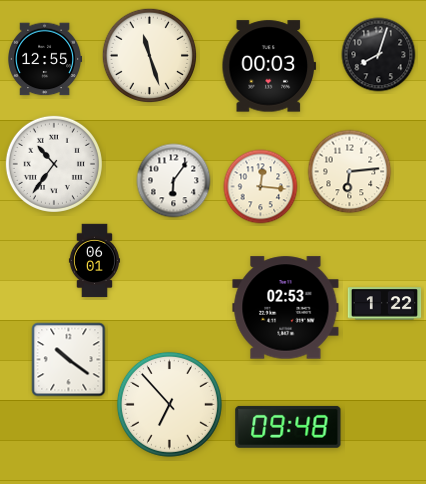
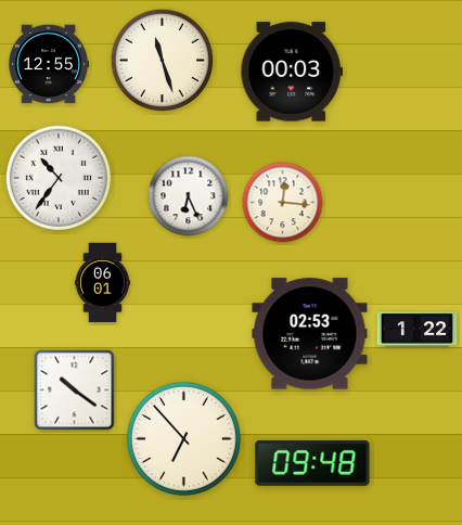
clock at (379, 55): 8:03 -> none
clock at (350, 172): 6:14 -> none
clock at (174, 181): 6:06 -> 6:26
